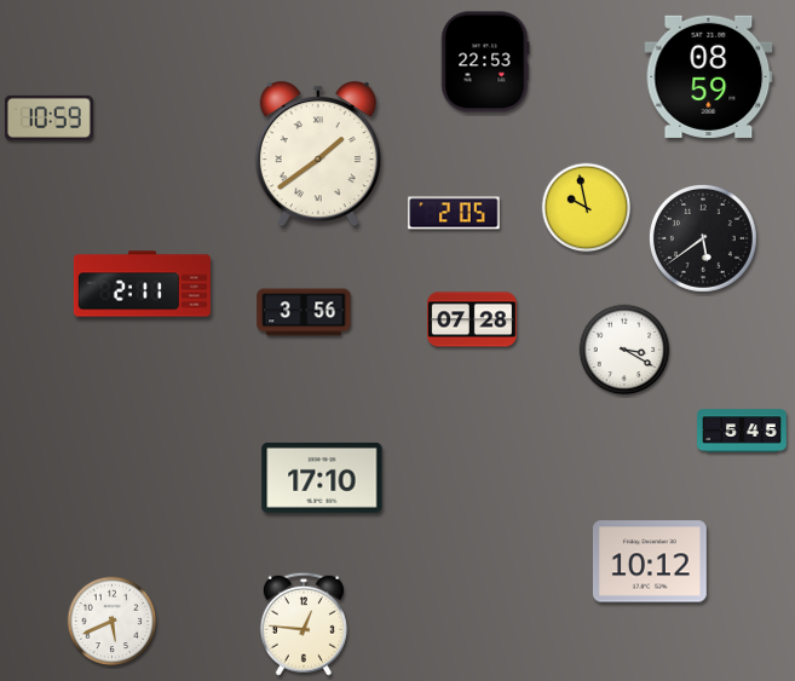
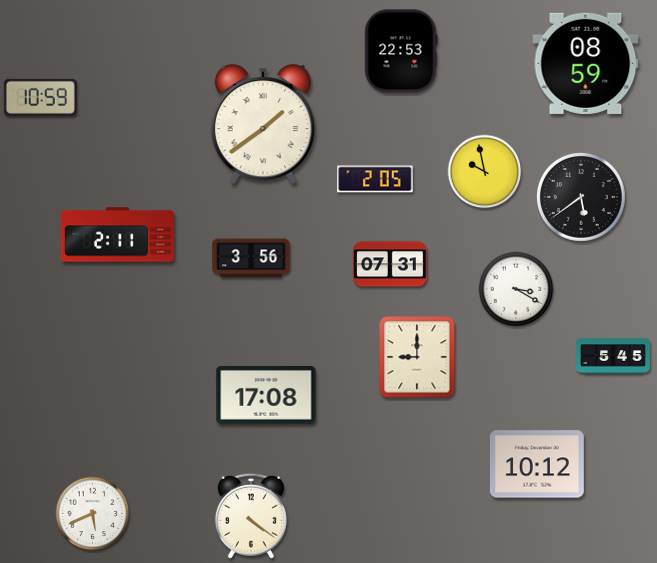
clock at (318, 155) position: (318, 155) -> (263, 125)
clock at (454, 213) position: (454, 213) -> (375, 179)
clock at (473, 319): 07:28 -> 07:31
clock at (417, 357): none -> 9:00
clock at (322, 478): 17:10 -> 17:08
clock at (304, 624): 12:46 -> 4:21
